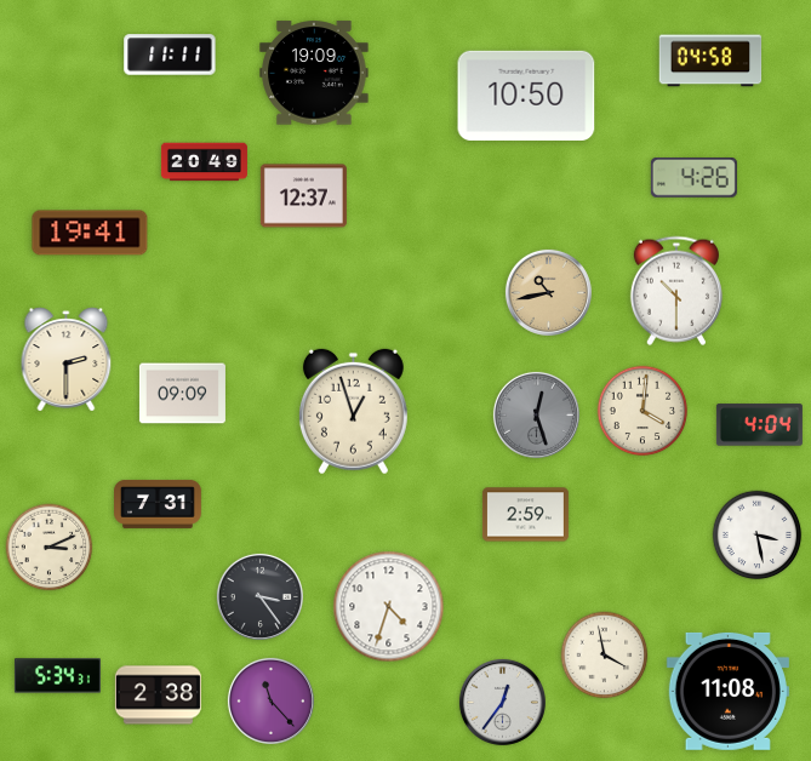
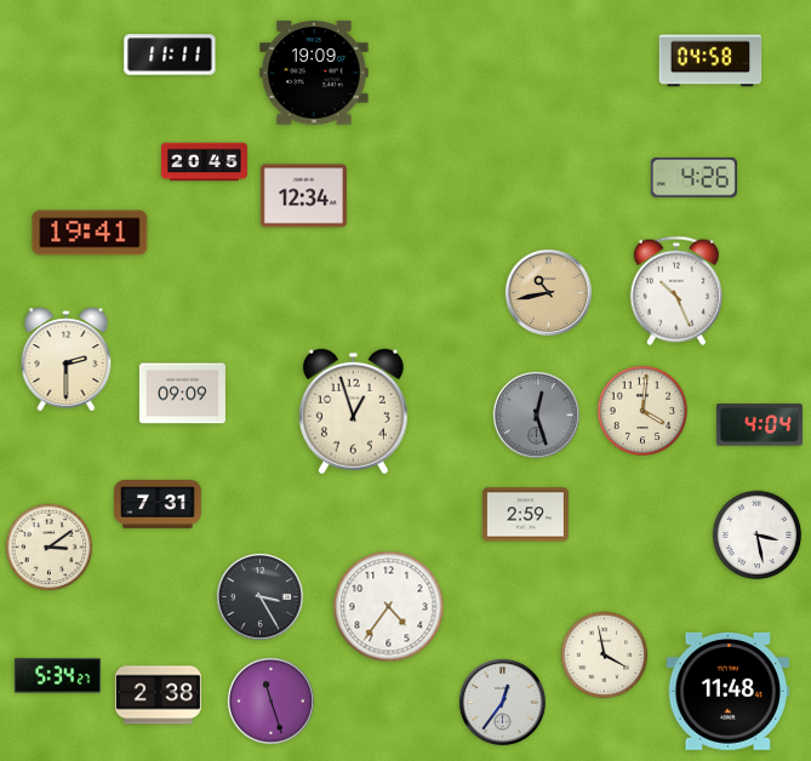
clock at (526, 96): 10:50 -> none
clock at (204, 162): 20:49 -> 20:45
clock at (303, 196): 12:37 -> 12:34
clock at (676, 291): 10:30 -> 10:26
clock at (50, 548): 3:11 -> 3:09
clock at (259, 596): 3:24 -> 3:25
clock at (389, 607): 4:33 -> 4:36
clock at (57, 676): 5:34:31 -> 5:34:27
clock at (727, 691): 11:08 -> 11:48
clock at (270, 700): 11:23 -> 11:27
